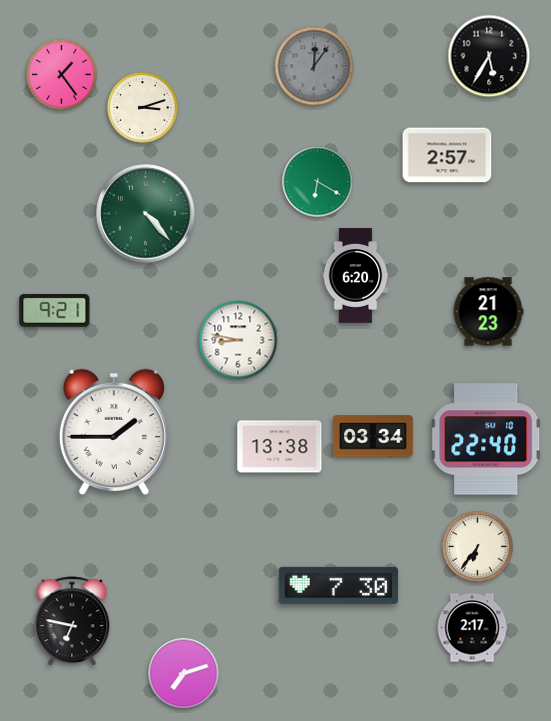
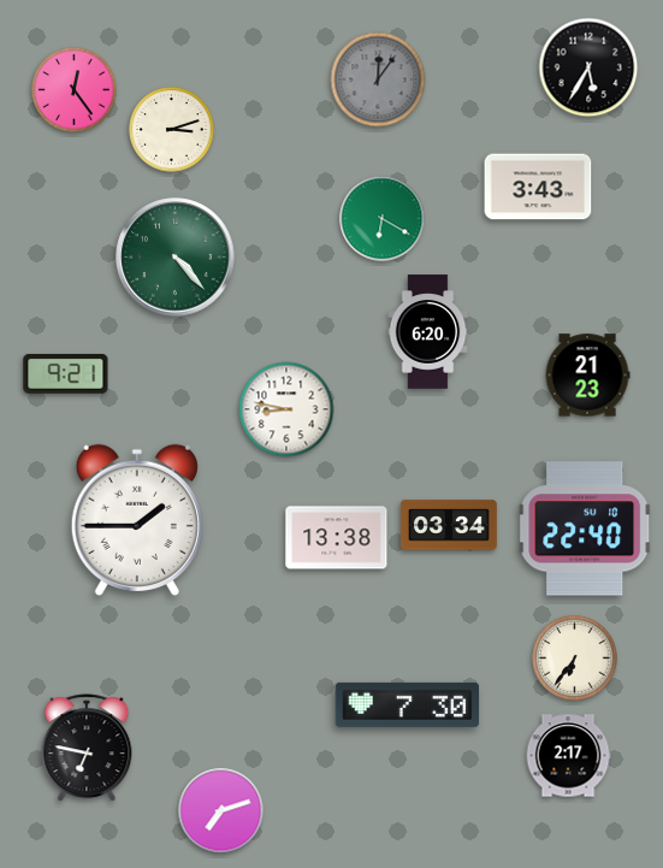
clock at (62, 75): 1:24 -> 12:24
clock at (447, 155): 2:57 -> 3:43
